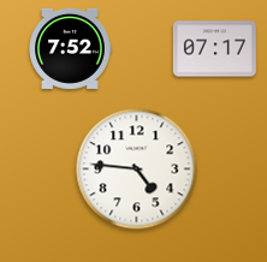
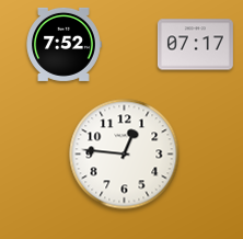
clock at (137, 169): 4:46 -> 12:46
